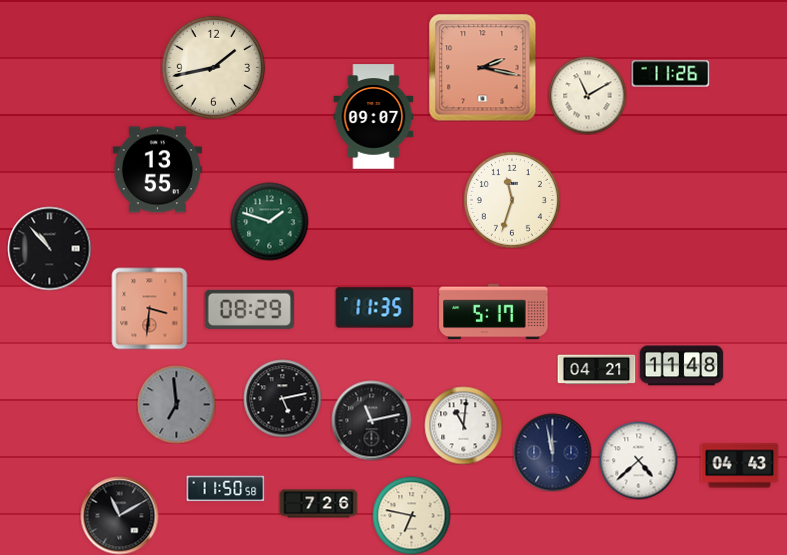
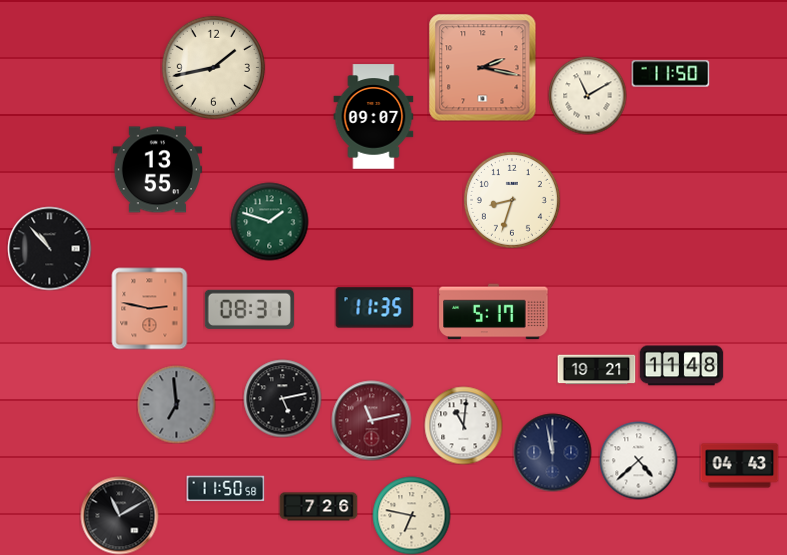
clock at (670, 74): 11:26 -> 11:50
clock at (512, 200): 11:33 -> 8:33
clock at (150, 308): 3:31 -> 2:47
clock at (249, 309): 08:29 -> 08:31
clock at (596, 370): 04:21 -> 19:21
clock at (371, 420) dial: black -> burgundy
clock at (318, 504) position: (318, 504) -> (318, 507)
